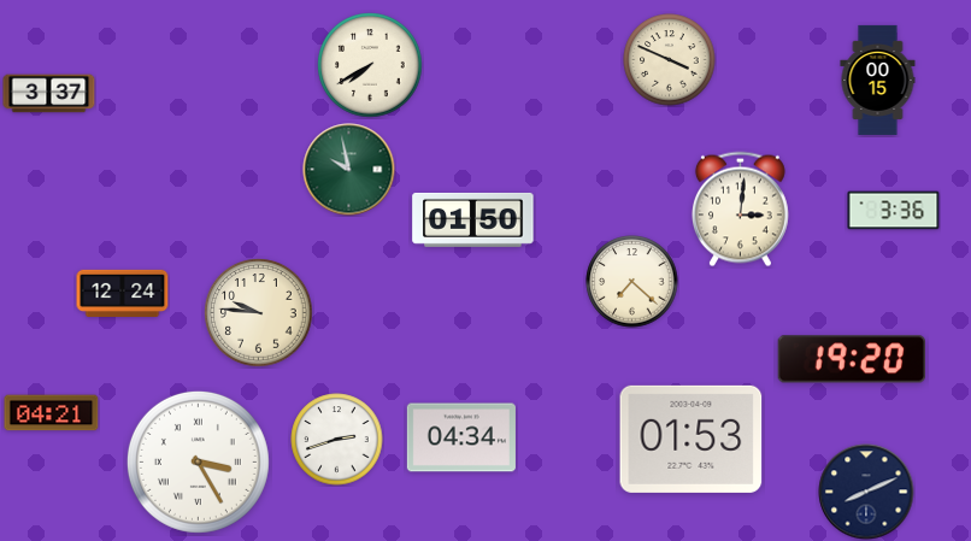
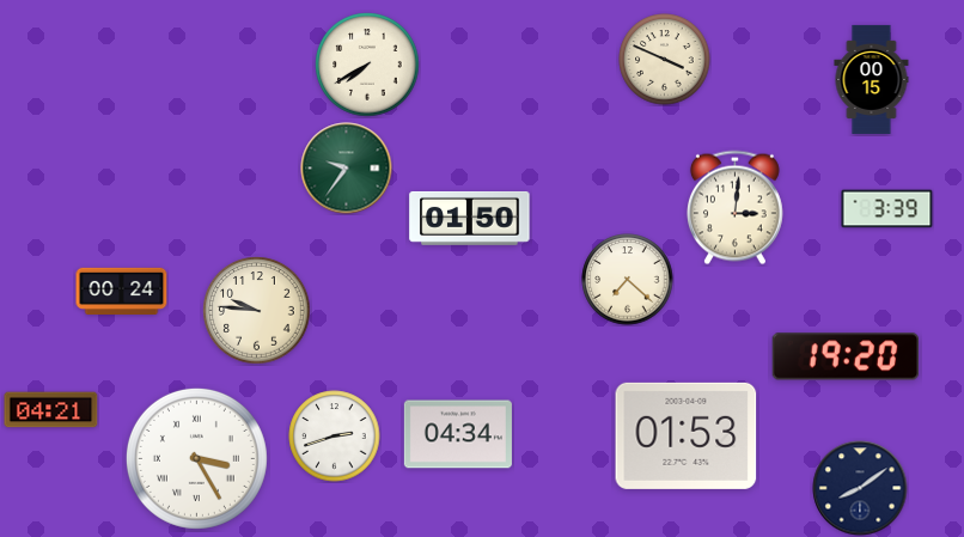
clock at (49, 94): 3:37 -> none
clock at (349, 170): 9:58 -> 9:36
clock at (894, 211): 3:36 -> 3:39
clock at (123, 293): 12:24 -> 00:24
clock at (866, 492): 8:11 -> 8:09
